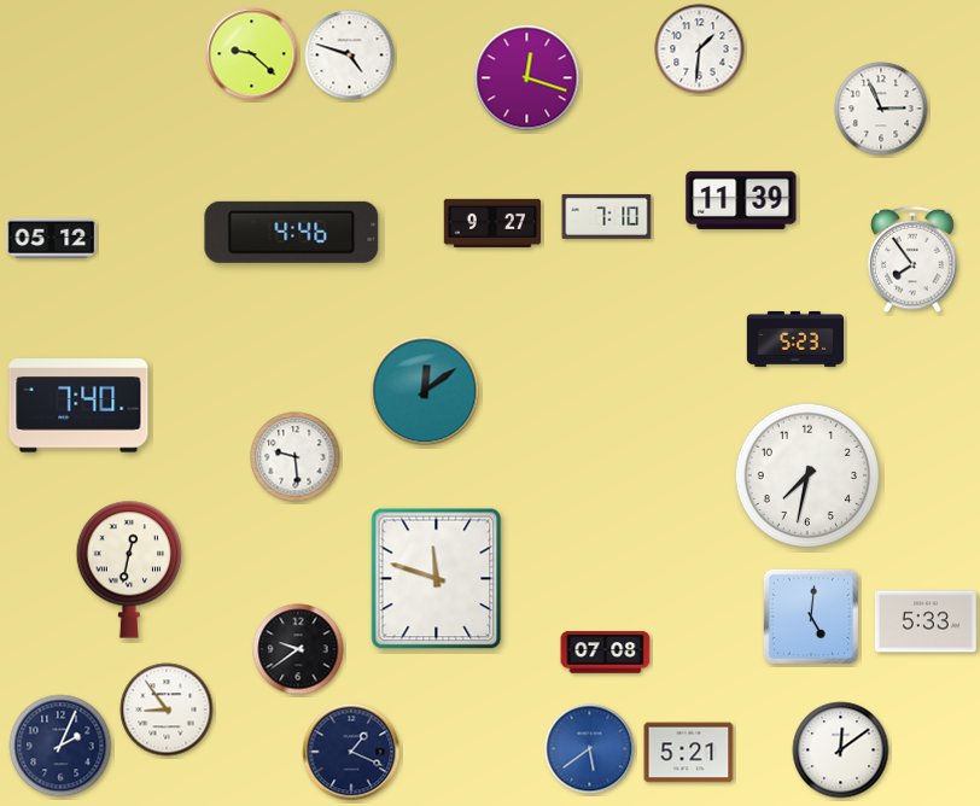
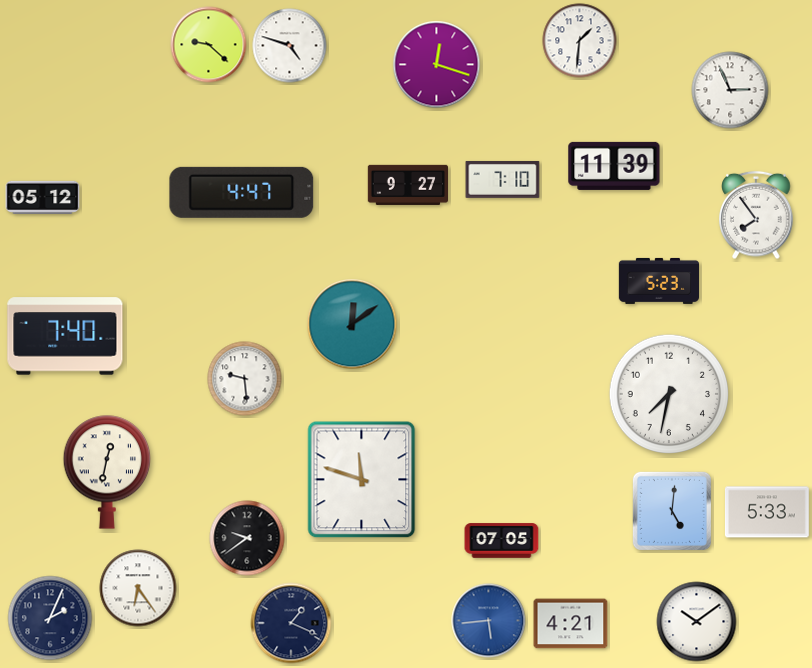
clock at (292, 232): 4:46 -> 4:47
clock at (926, 621) position: (926, 621) -> (767, 512)
clock at (606, 653): 07:08 -> 07:05
clock at (167, 709): 8:54 -> 6:24
clock at (590, 749): 5:39 -> 5:44
clock at (841, 750): 12:09 -> 10:09
clock at (689, 753): 5:21 -> 4:21
